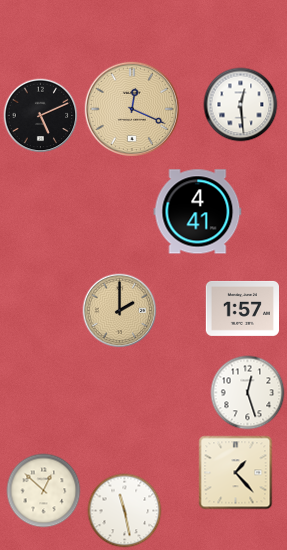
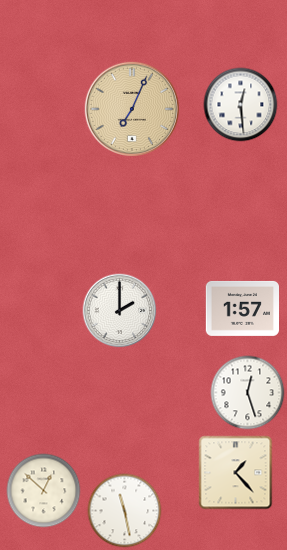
clock at (131, 108): 12:19 -> 7:04
clock at (41, 116): 5:11 -> none
clock at (198, 212): 4:41 -> none
clock at (120, 311) dial: champagne -> white
